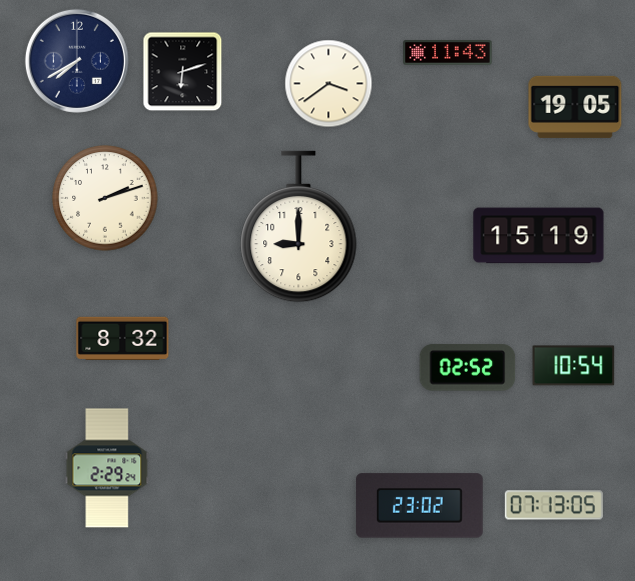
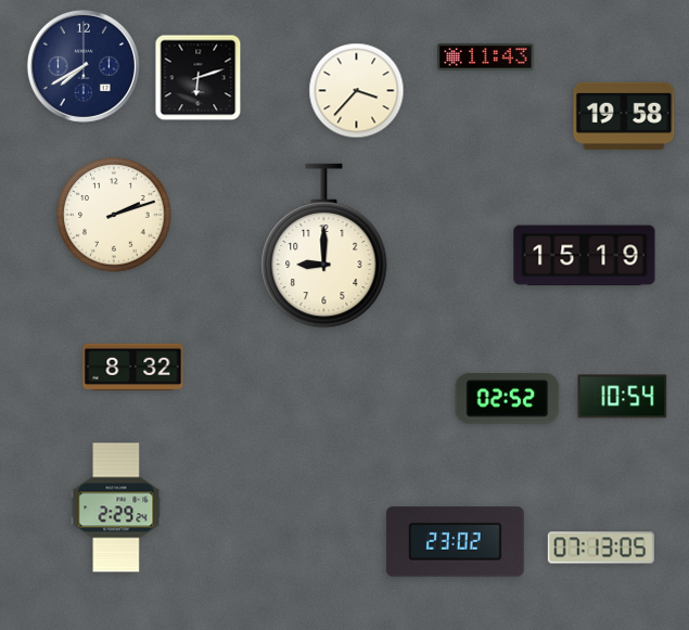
clock at (329, 84): 3:39 -> 3:37
clock at (575, 107): 19:05 -> 19:58
clock at (420, 506) position: (420, 506) -> (456, 542)
